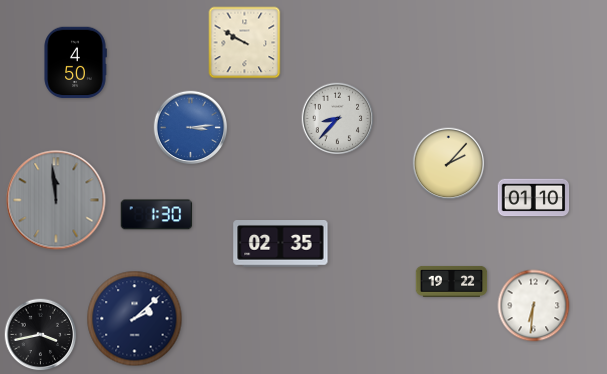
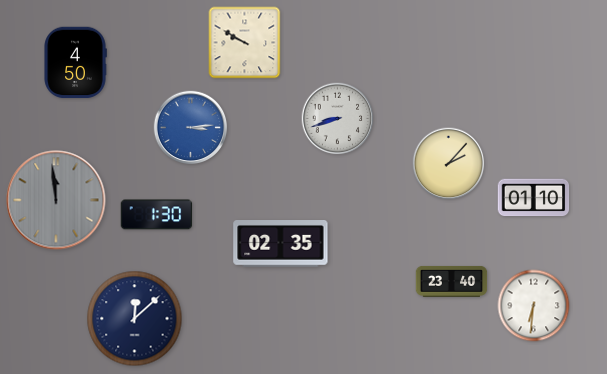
clock at (338, 119): 8:37 -> 8:42
clock at (452, 281): 19:22 -> 23:40
clock at (135, 319): 2:08 -> 12:08
clock at (41, 335): 3:43 -> none
